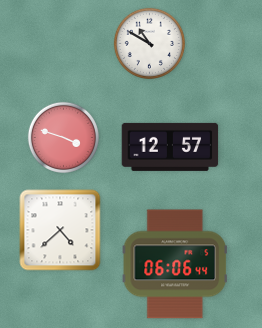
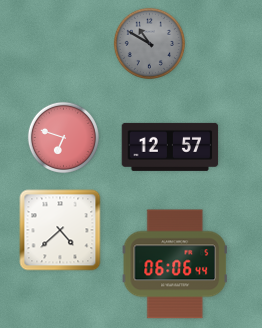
clock at (149, 43) dial: white -> grey
clock at (63, 137): 3:48 -> 6:48
